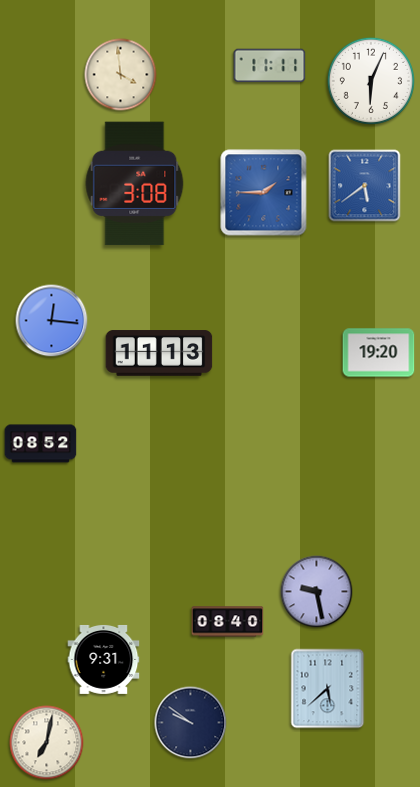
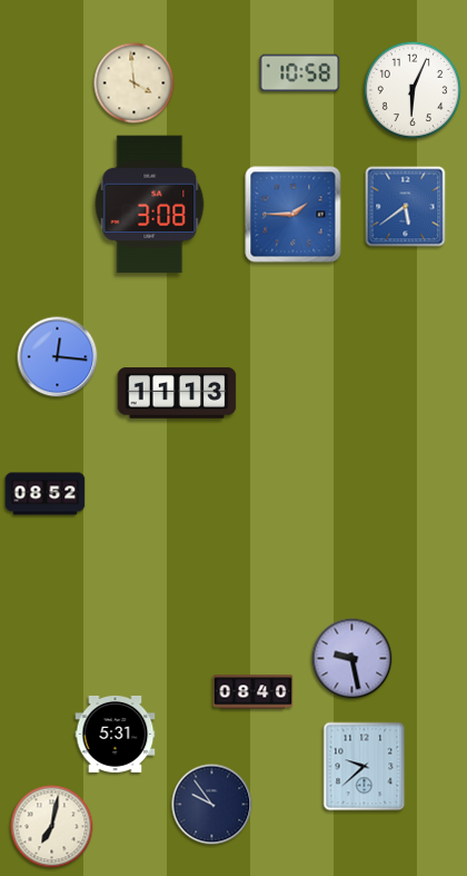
clock at (270, 66): 11:11 -> 10:58
clock at (379, 353): 19:20 -> none
clock at (104, 659): 9:31 -> 5:31
clock at (328, 689): 5:38 -> 9:38
clock at (191, 723): 9:51 -> 9:54
